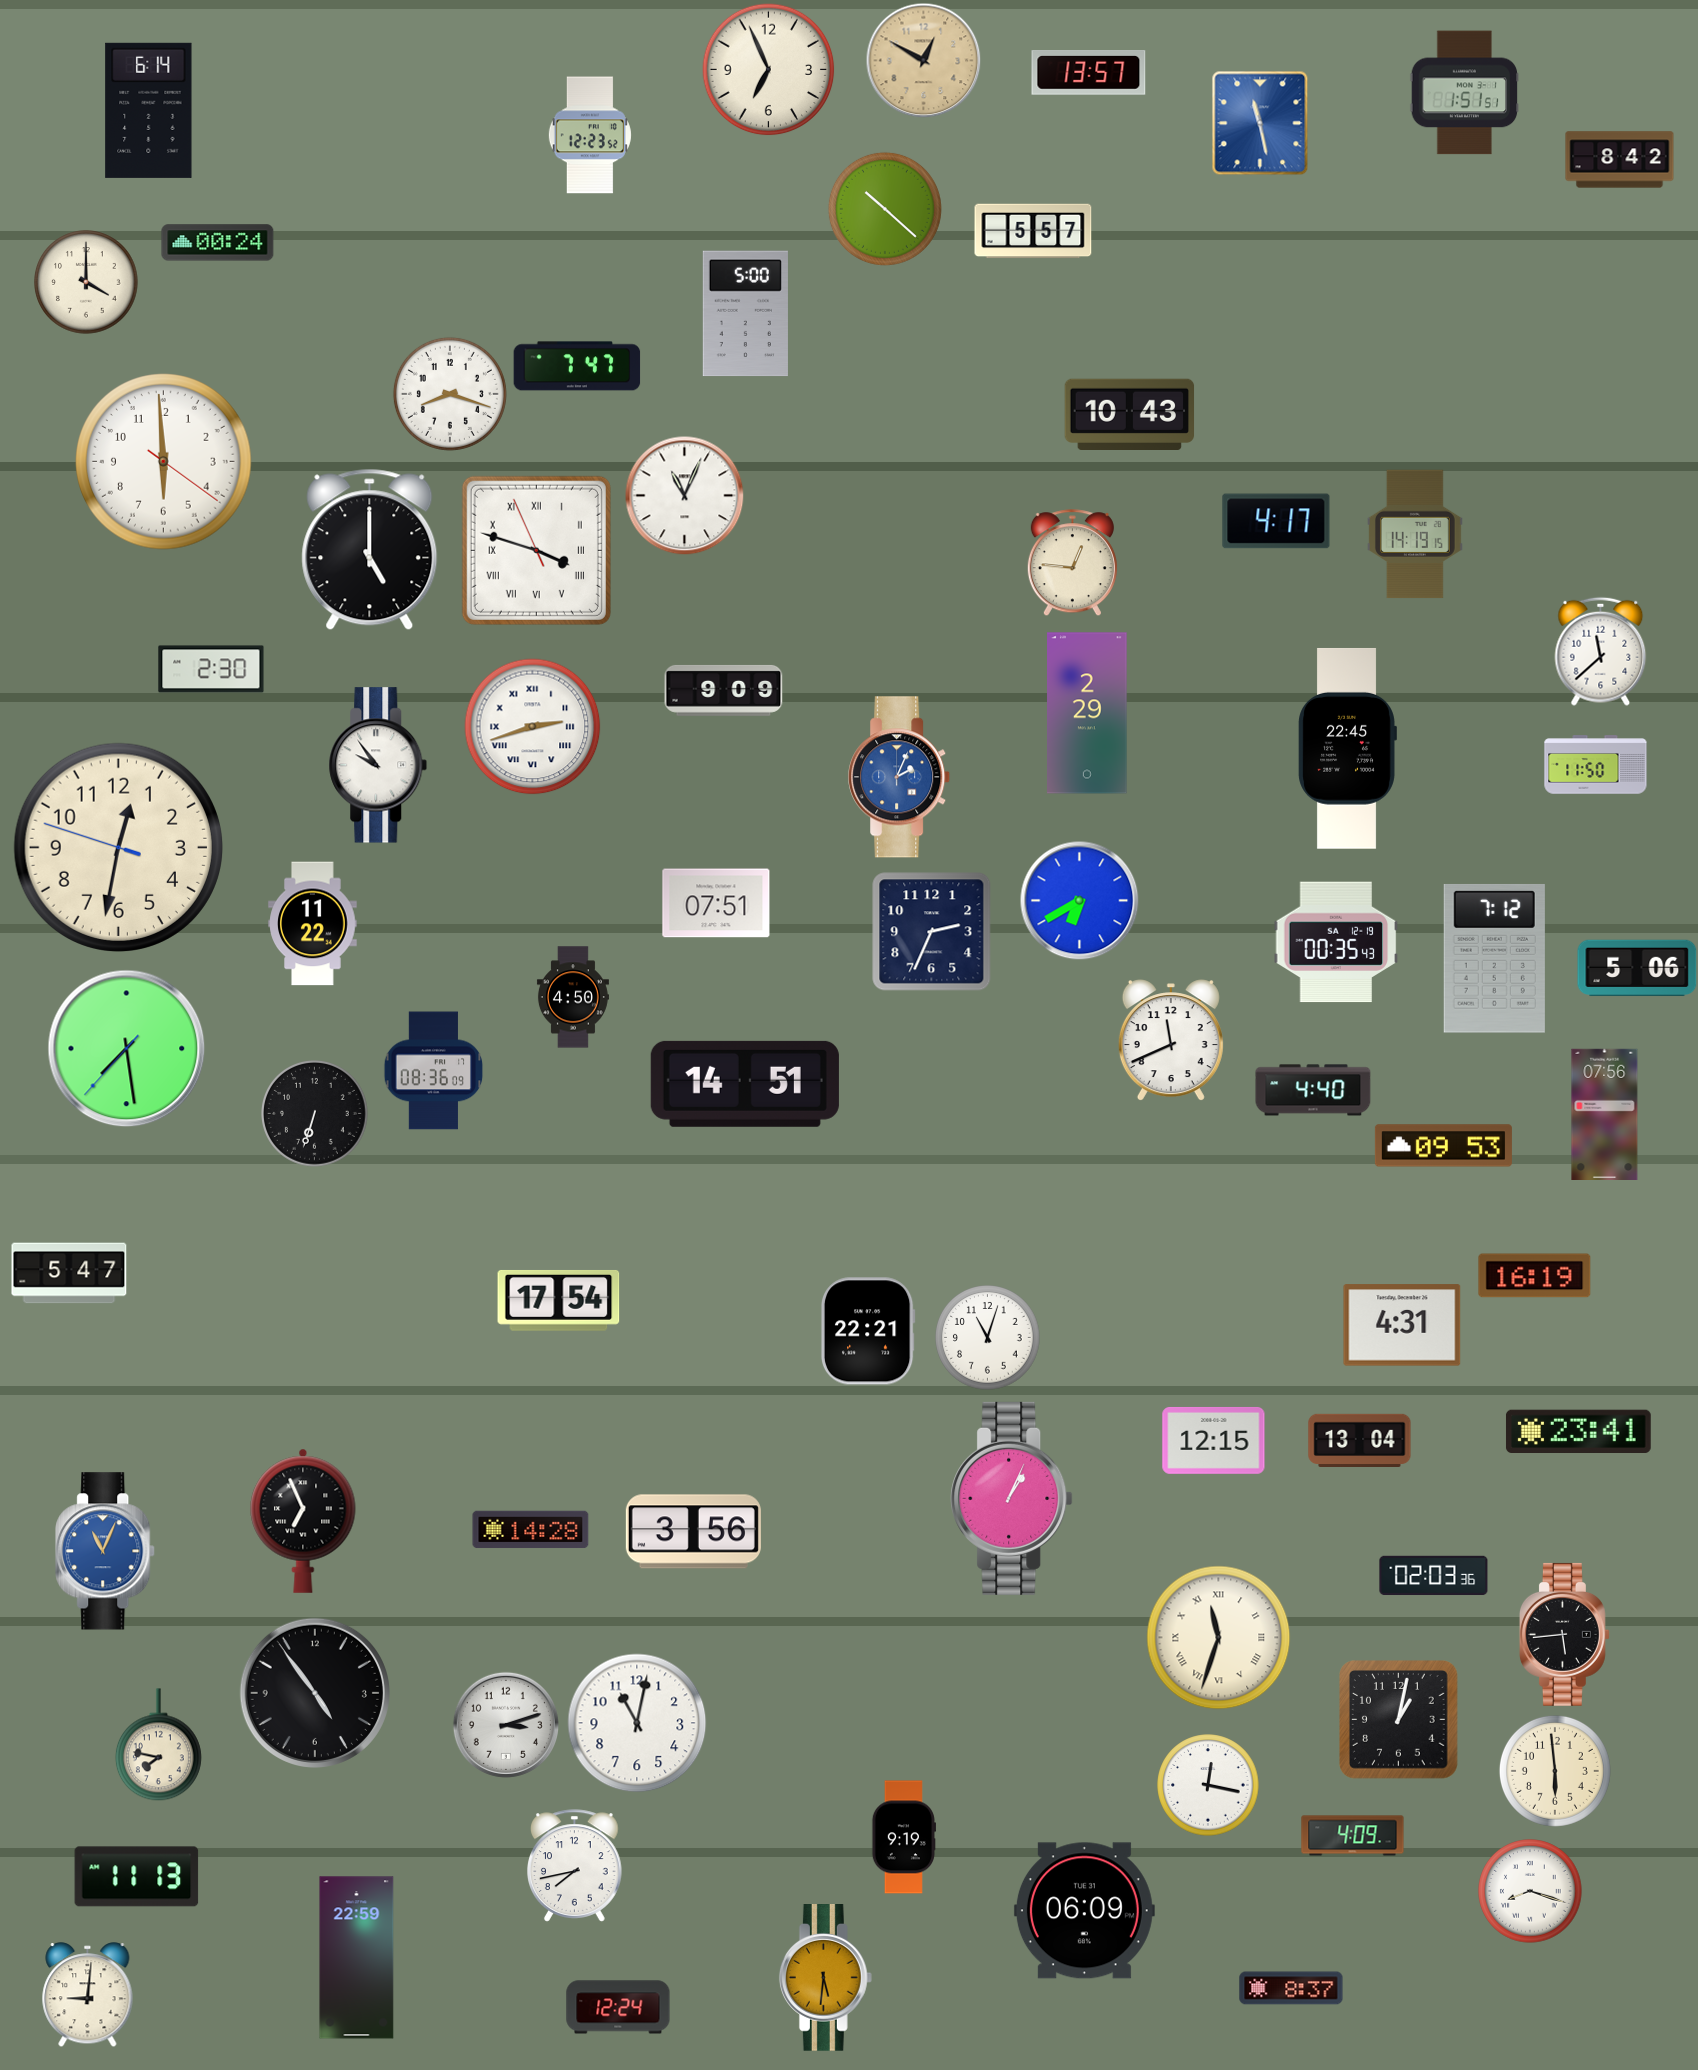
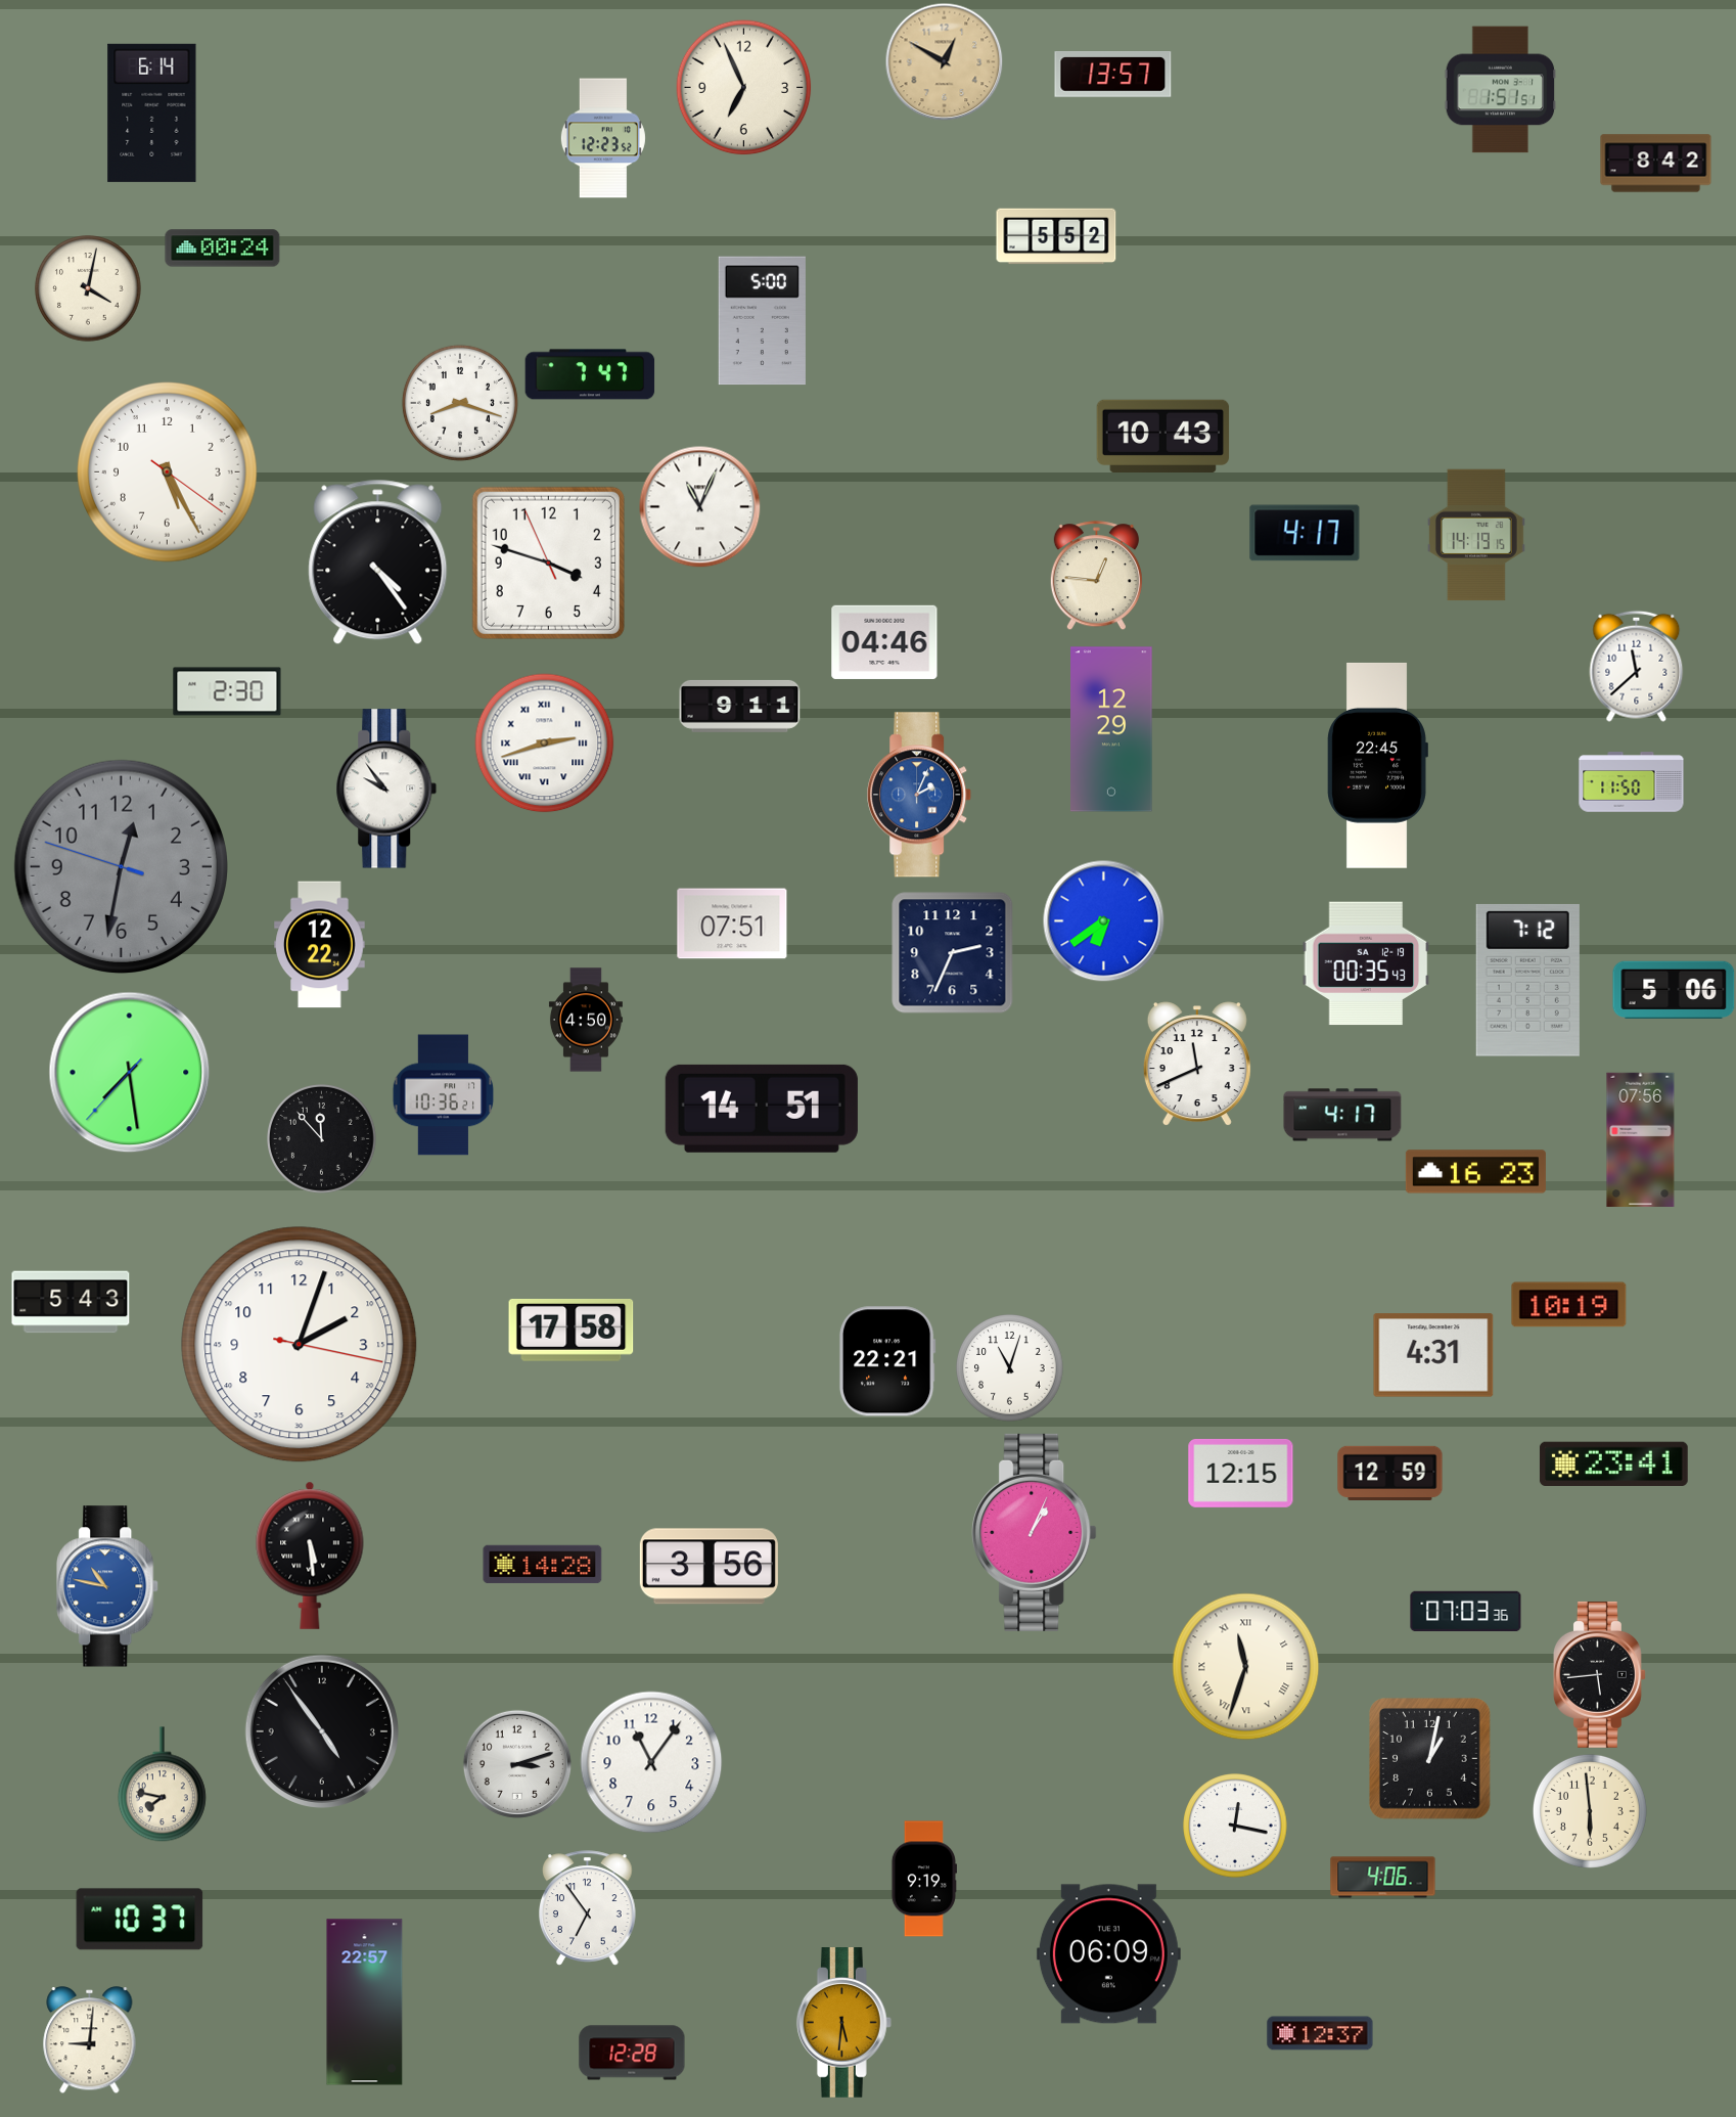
clock at (769, 70) position: (769, 70) -> (744, 88)
clock at (1465, 93) position: (1465, 93) -> (1501, 90)
clock at (1260, 123): 11:28 -> none
clock at (885, 209): 10:22 -> none
clock at (1033, 231): 5:57 -> 5:52
clock at (86, 282): 4:00 -> 4:02
clock at (1130, 414) position: (1130, 414) -> (1163, 436)
clock at (164, 462): 5:59 -> 5:25
clock at (1416, 534) position: (1416, 534) -> (1477, 535)
clock at (370, 550): 5:00 -> 4:24
clock at (536, 550) numerals: Roman -> Arabic
clock at (884, 642): none -> 04:46
clock at (211, 669) position: (211, 669) -> (227, 691)
clock at (724, 690): 9:09 -> 9:11
clock at (1087, 713): 2:29 -> 12:29
clock at (378, 765) position: (378, 765) -> (386, 789)
clock at (118, 847) dial: cream -> grey
clock at (1080, 901): 6:40 -> 6:39
clock at (313, 924): 11:22 -> 12:22
clock at (434, 1071): 08:36 -> 10:36
clock at (1313, 1090): 4:40 -> 4:17
clock at (315, 1114): 6:33 -> 11:53
clock at (1443, 1146): 09:53 -> 16:23
clock at (69, 1273): 5:47 -> 5:43
clock at (1535, 1276): 16:19 -> 10:19
clock at (559, 1300): 17:54 -> 17:58
clock at (300, 1345): none -> 2:03
clock at (1360, 1441): 13:04 -> 12:59
clock at (303, 1521): 6:56 -> 5:29
clock at (106, 1551): 11:04 -> 10:47
clock at (1434, 1576): 02:03 -> 07:03
clock at (1564, 1634) position: (1564, 1634) -> (1599, 1674)
clock at (1219, 1638) position: (1219, 1638) -> (1246, 1667)
clock at (637, 1723): 11:02 -> 11:06
clock at (1353, 1836): 4:09 -> 4:06
clock at (575, 1866): 7:43 -> 6:54
clock at (137, 1877): 11:13 -> 10:37
clock at (1530, 1891): 8:18 -> none
clock at (357, 1958): 22:59 -> 22:57
clock at (1291, 1988): 8:37 -> 12:37
clock at (618, 2007): 12:24 -> 12:28
